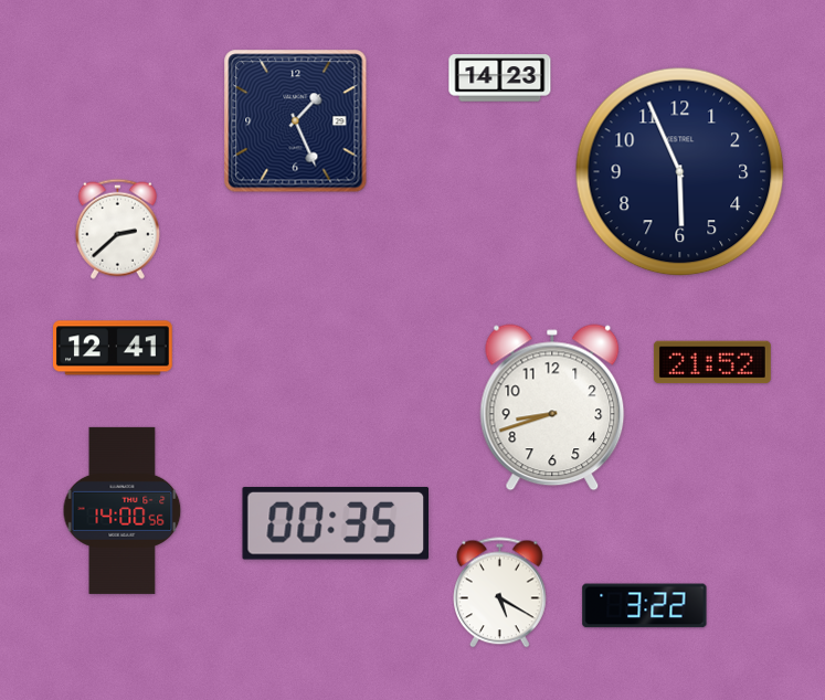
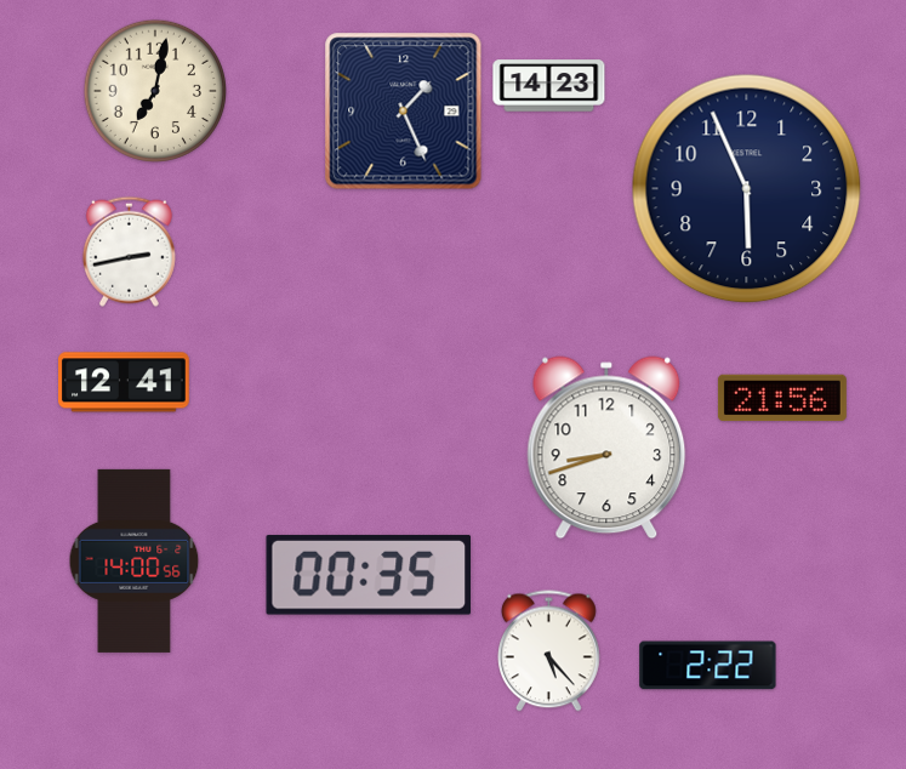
clock at (154, 90): none -> 7:02
clock at (296, 121) position: (296, 121) -> (404, 112)
clock at (117, 229): 2:38 -> 2:43
clock at (712, 362): 21:52 -> 21:56
clock at (500, 593): 5:20 -> 5:23
clock at (645, 606): 3:22 -> 2:22
